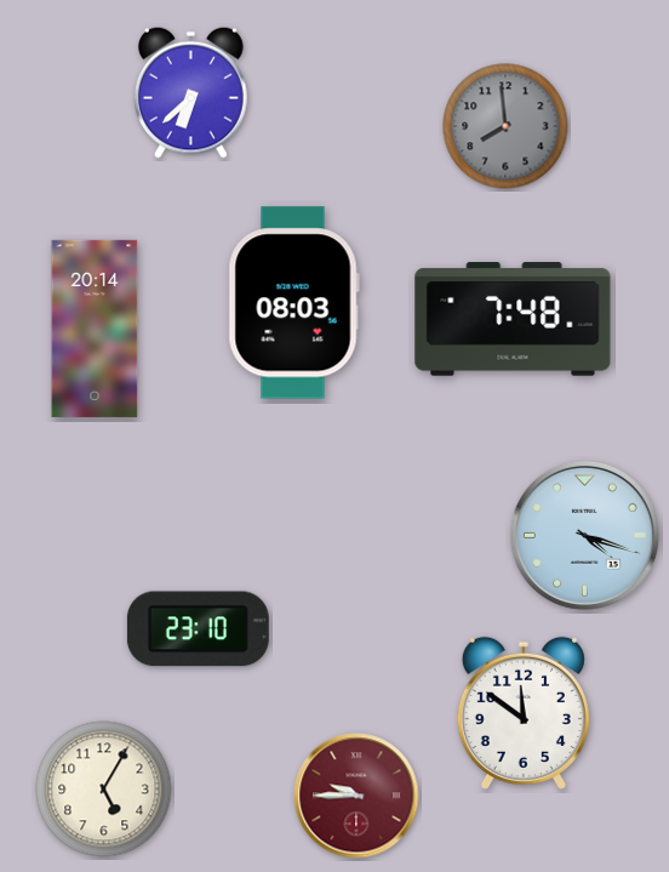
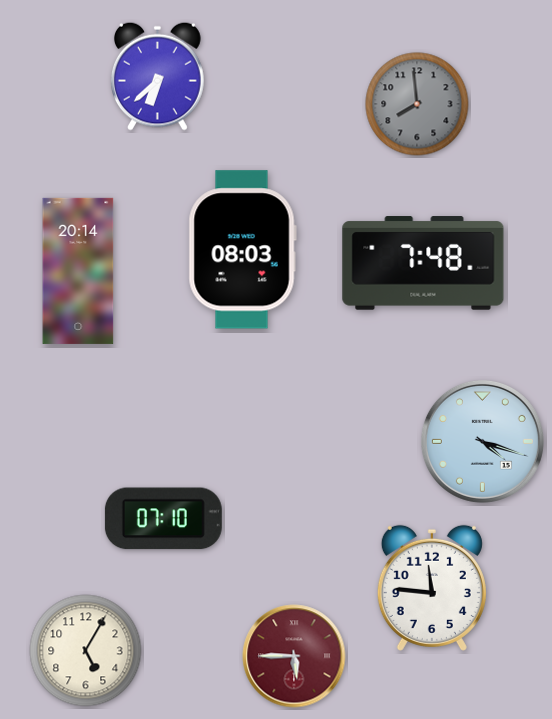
clock at (198, 629): 23:10 -> 07:10
clock at (524, 713): 11:51 -> 11:46
clock at (356, 796): 9:45 -> 5:45
